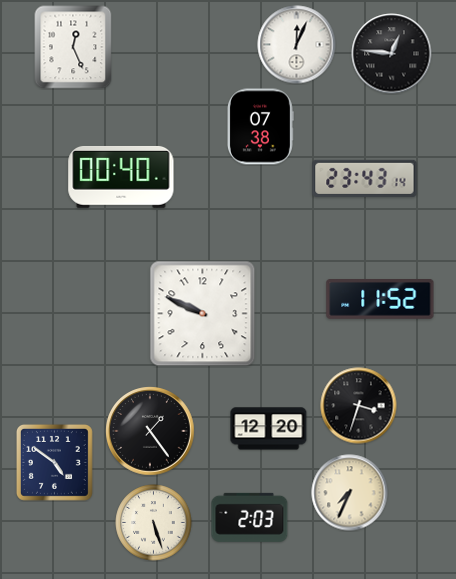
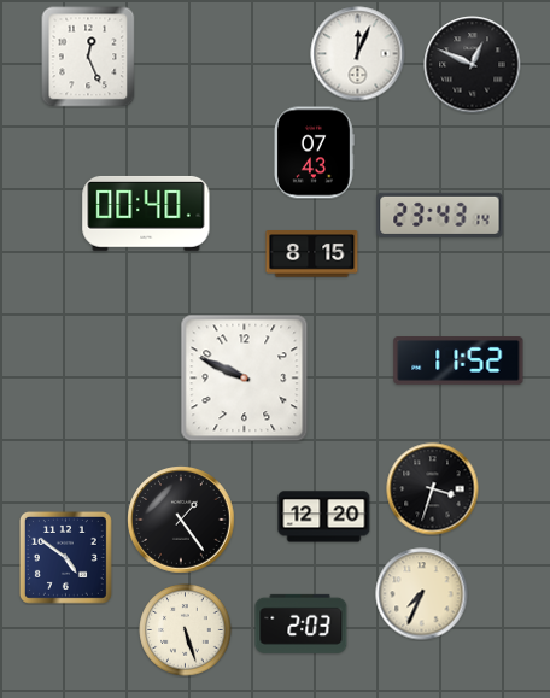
clock at (392, 54): 12:46 -> 12:49
clock at (260, 127): 07:38 -> 07:43
clock at (312, 254): none -> 8:15
